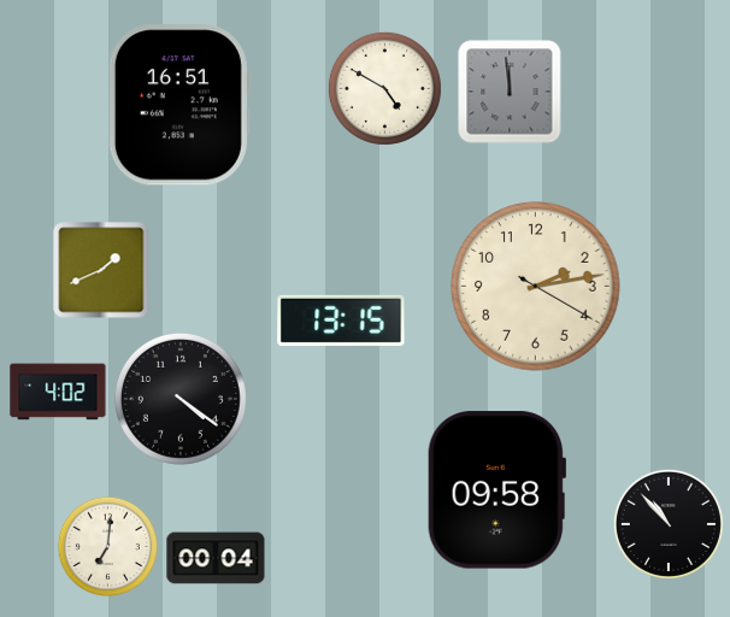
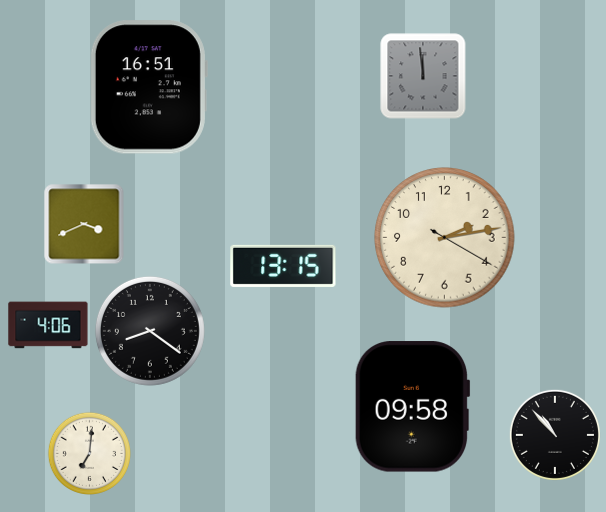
clock at (384, 88): 4:50 -> none
clock at (101, 270): 1:41 -> 3:41
clock at (58, 392): 4:02 -> 4:06
clock at (181, 399): 4:21 -> 8:21
clock at (216, 558): 00:04 -> none
